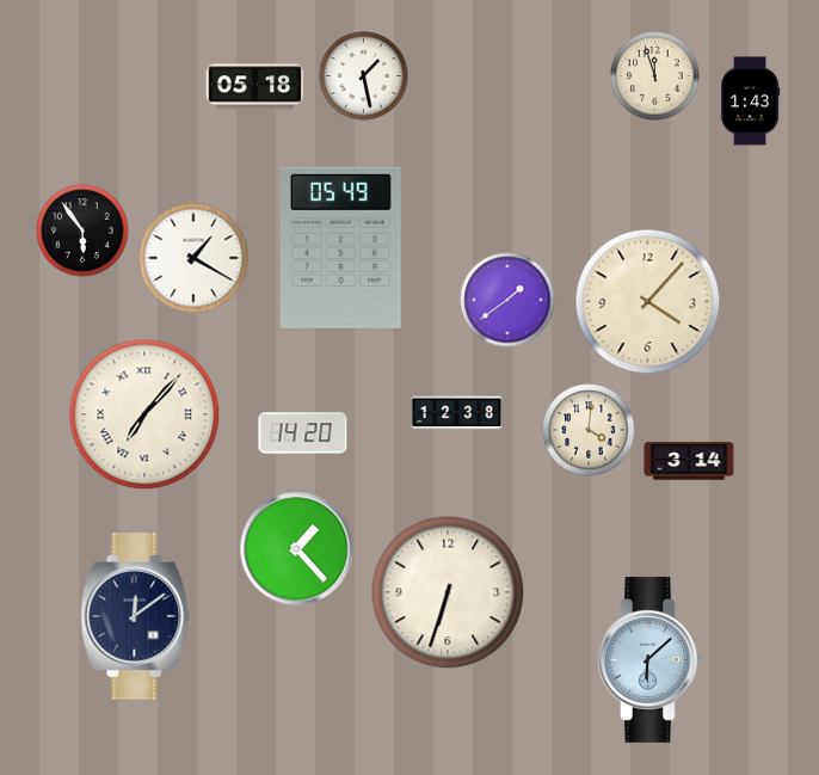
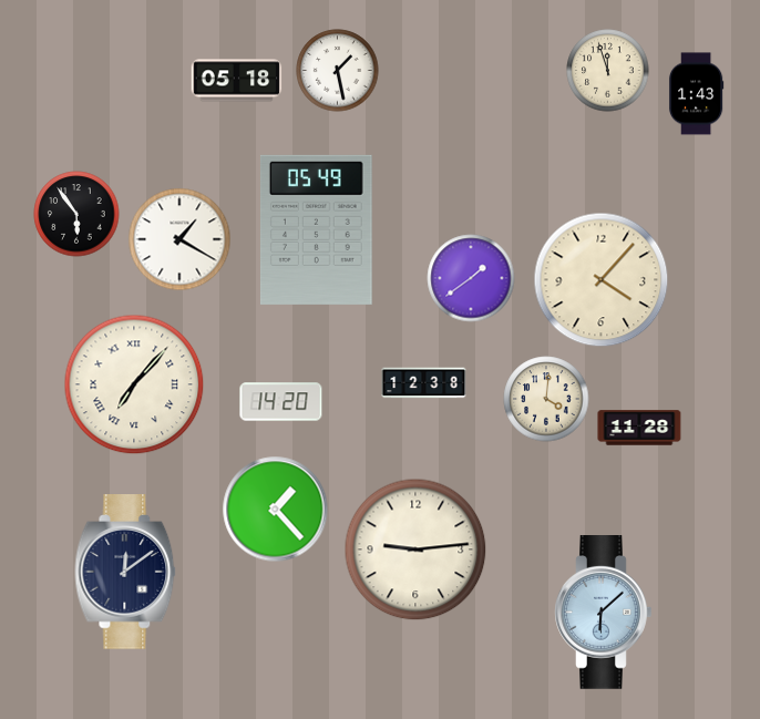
clock at (689, 461): 3:14 -> 11:28
clock at (448, 592): 6:33 -> 9:14
